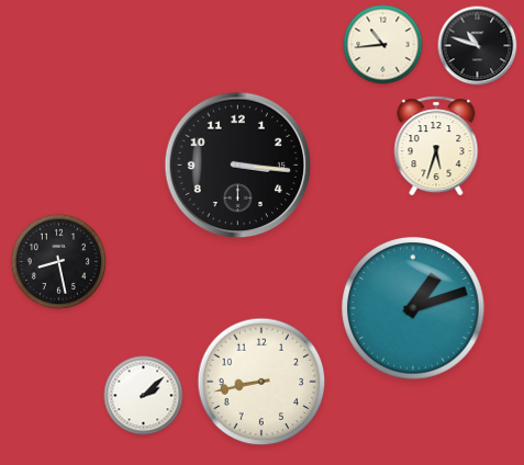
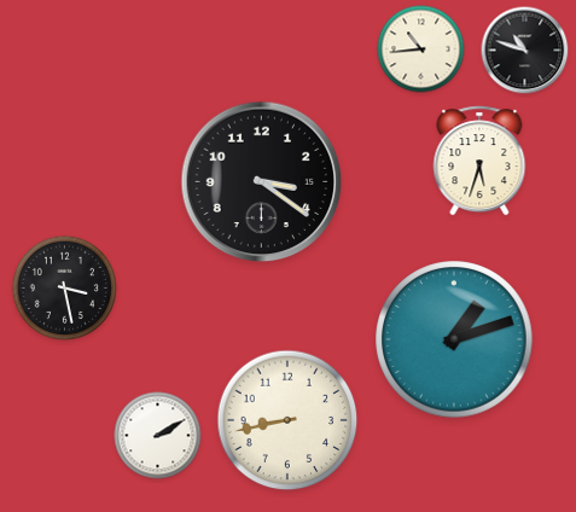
clock at (238, 166): 3:16 -> 3:21
clock at (58, 261): 8:28 -> 3:28
clock at (144, 396): 2:08 -> 2:10
